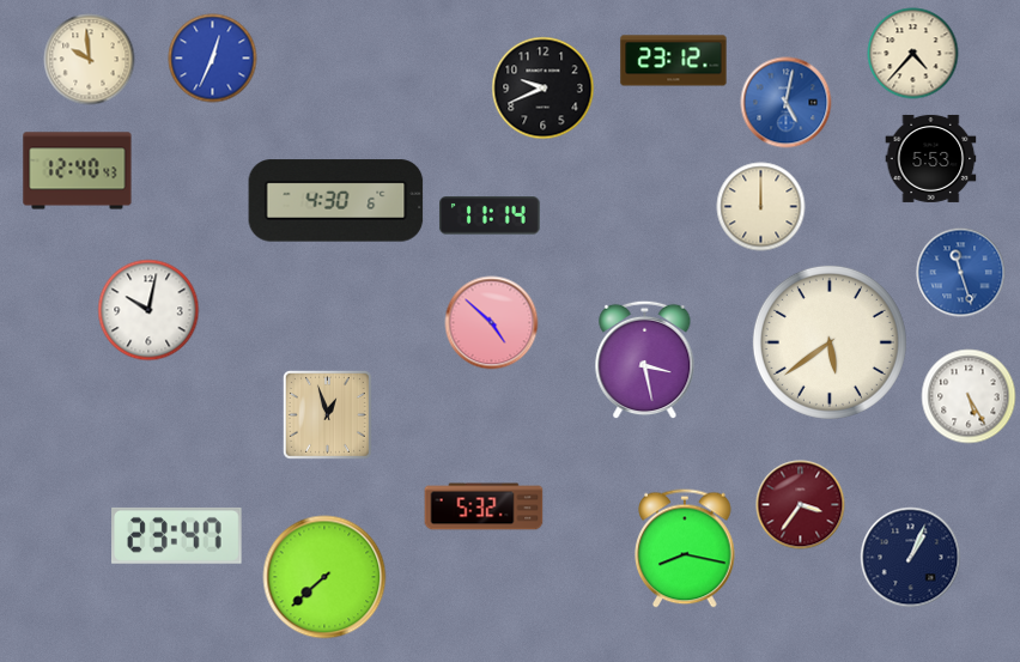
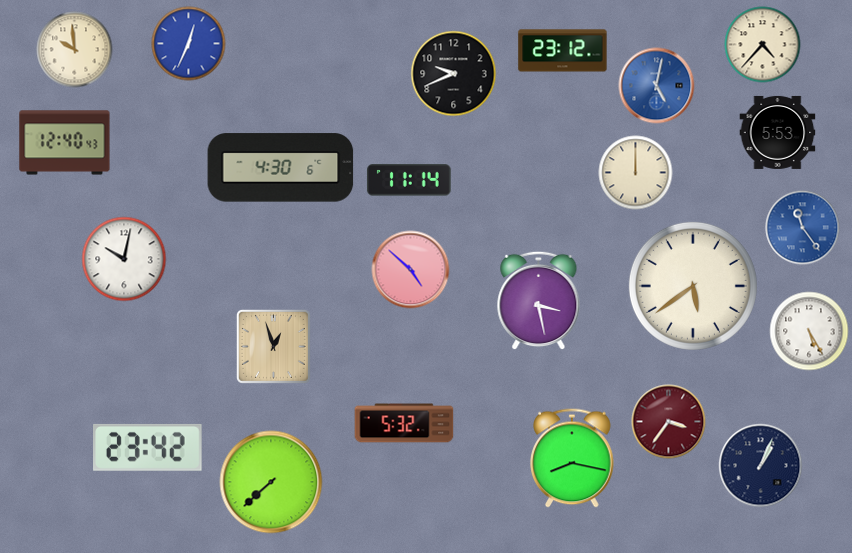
clock at (213, 59) position: (213, 59) -> (189, 44)
clock at (961, 273): 11:27 -> 11:24
clock at (177, 535): 23:47 -> 23:42
